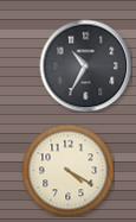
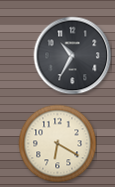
clock at (67, 170): 4:20 -> 6:20
